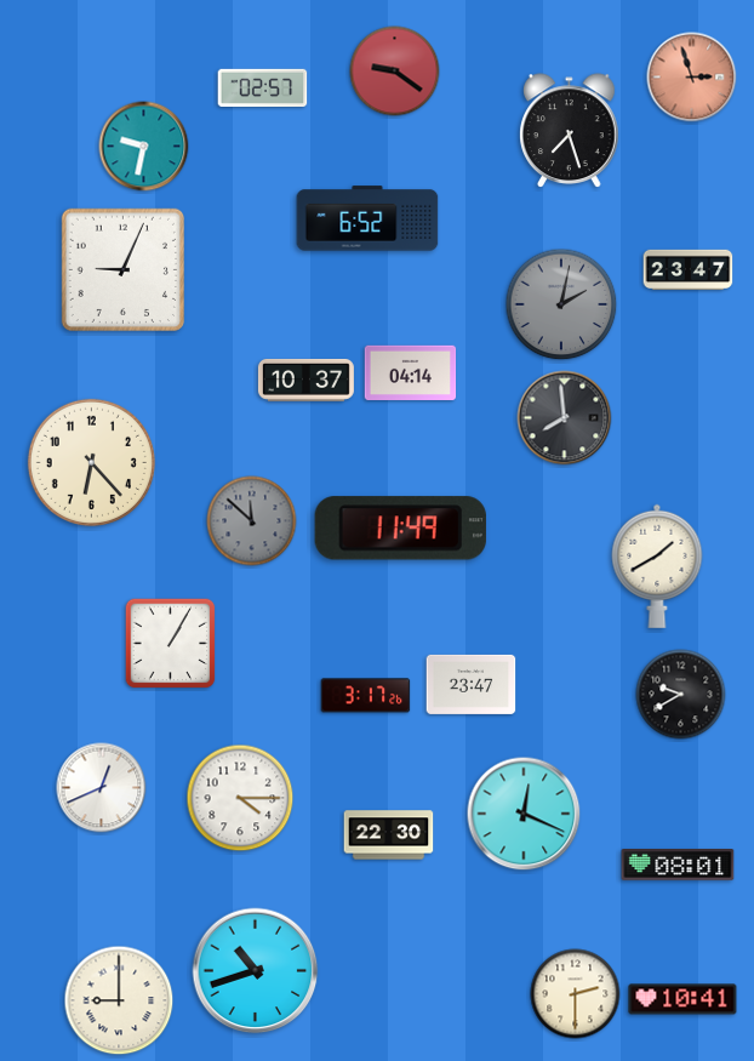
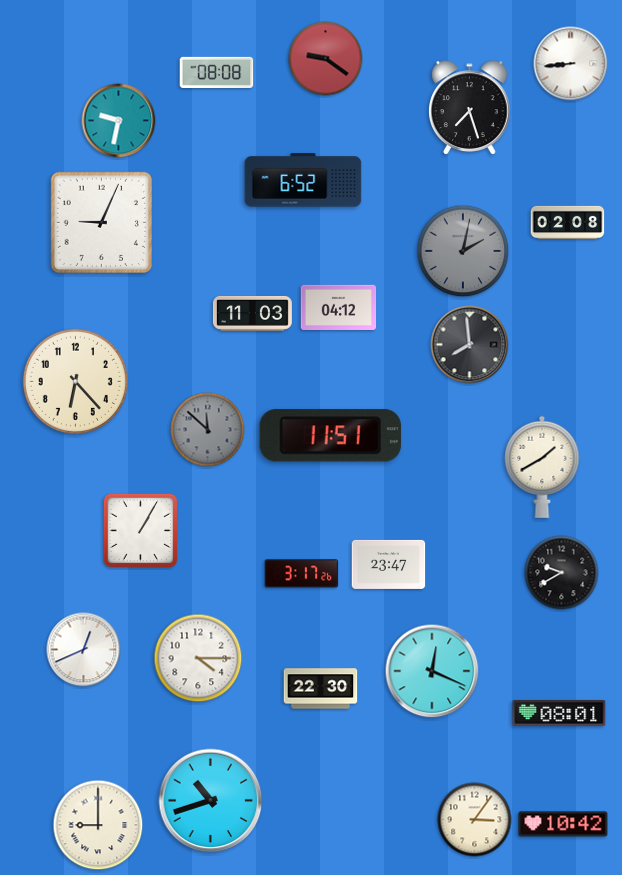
clock at (692, 78): 2:57 -> 8:44
clock at (692, 78) dial: salmon -> white
clock at (263, 87): 02:57 -> 08:08
clock at (689, 269): 23:47 -> 02:08
clock at (411, 372): 04:14 -> 04:12
clock at (305, 380): 10:37 -> 11:03
clock at (565, 418) position: (565, 418) -> (470, 345)
clock at (400, 529): 11:49 -> 11:51
clock at (576, 994): 2:30 -> 3:06
clock at (682, 999): 10:41 -> 10:42
